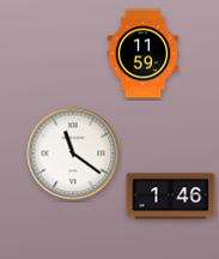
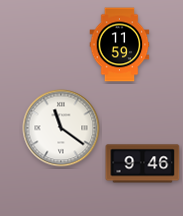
clock at (171, 197): 1:46 -> 9:46
